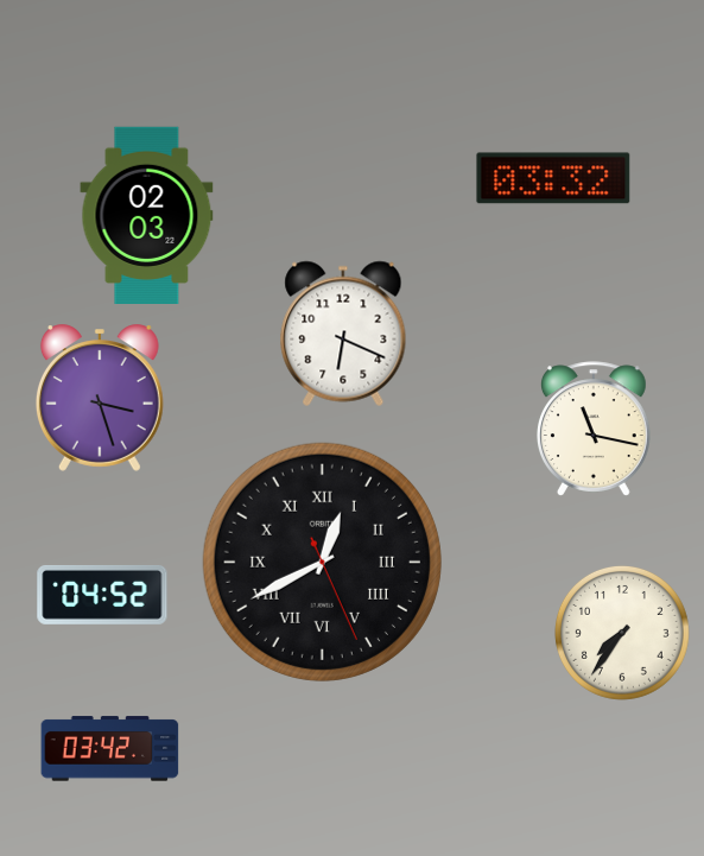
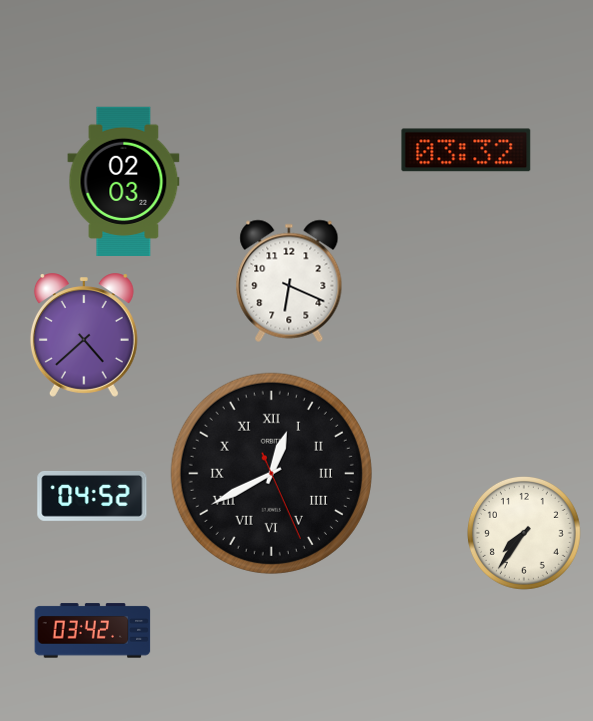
clock at (100, 398): 3:27 -> 4:38
clock at (594, 429): 11:17 -> none
clock at (102, 595) position: (102, 595) -> (92, 496)
